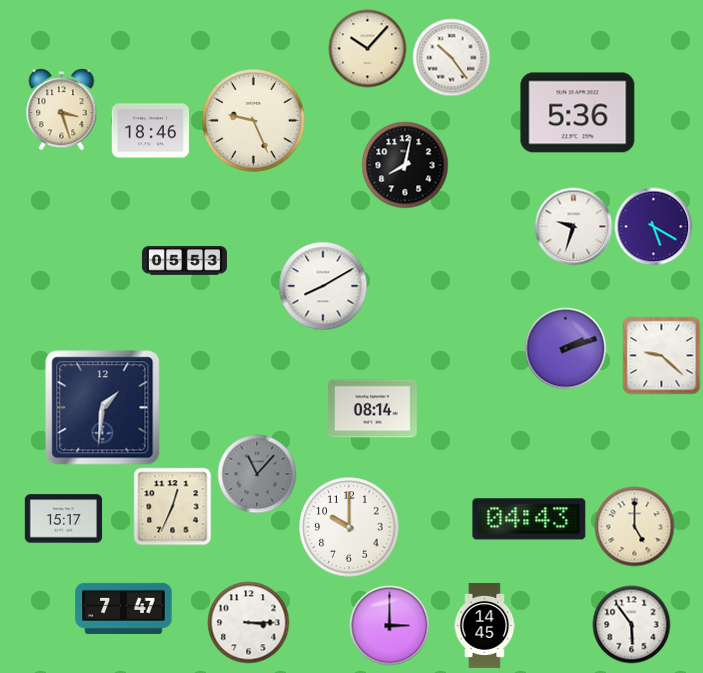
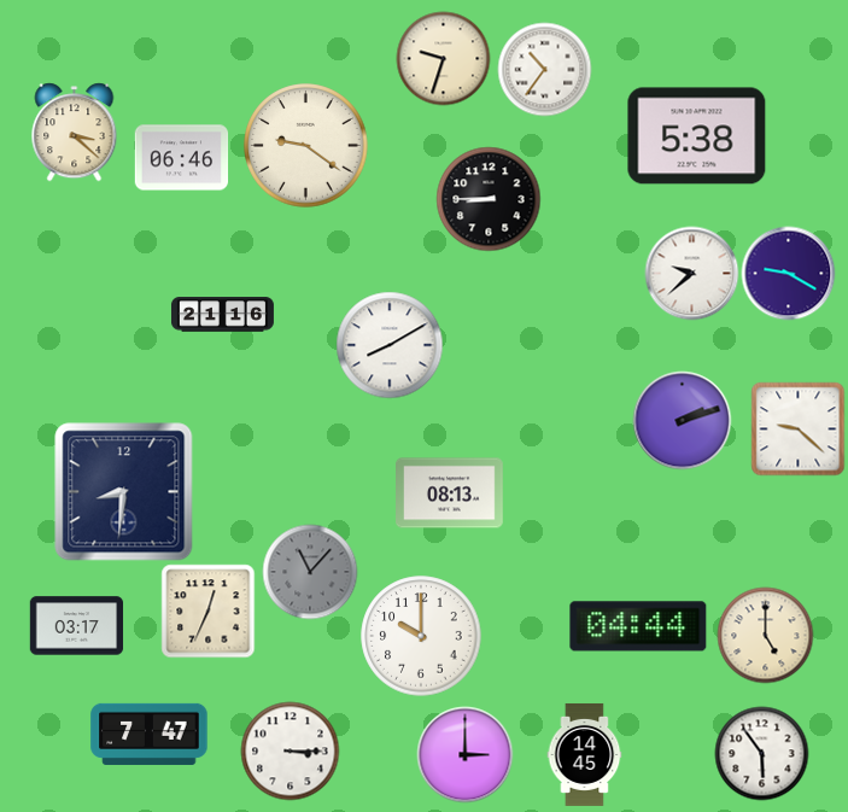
clock at (367, 48): 10:07 -> 9:33
clock at (451, 57): 10:24 -> 10:36
clock at (62, 109): 3:27 -> 3:22
clock at (578, 113): 5:36 -> 5:38
clock at (254, 121): 9:26 -> 9:21
clock at (150, 131): 18:46 -> 06:46
clock at (405, 165): 8:02 -> 8:45
clock at (573, 226): 9:33 -> 9:38
clock at (653, 226): 5:20 -> 9:20
clock at (184, 261): 05:53 -> 21:16
clock at (103, 408): 1:31 -> 8:31
clock at (373, 409): 08:14 -> 08:13
clock at (63, 519): 15:17 -> 03:17
clock at (529, 519): 04:43 -> 04:44
clock at (248, 622) position: (248, 622) -> (290, 750)
clock at (389, 625) position: (389, 625) -> (464, 754)
